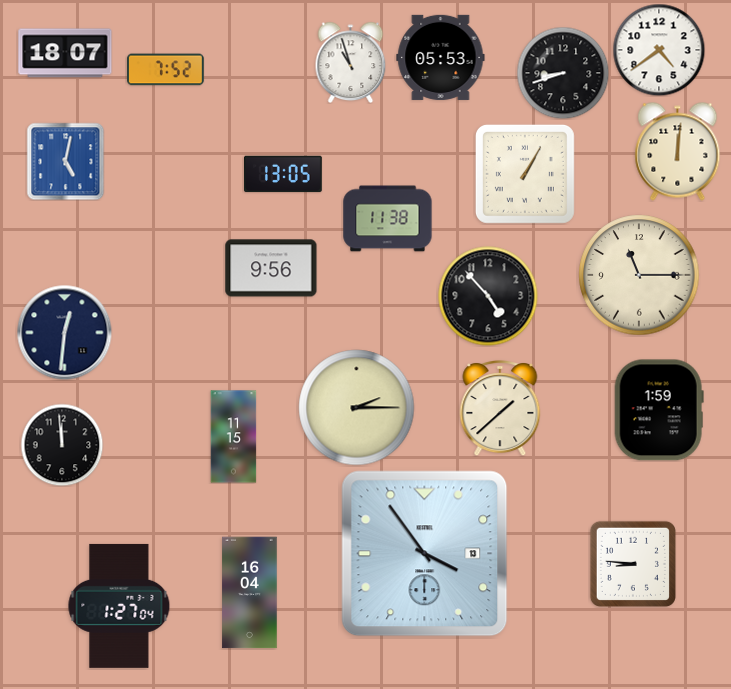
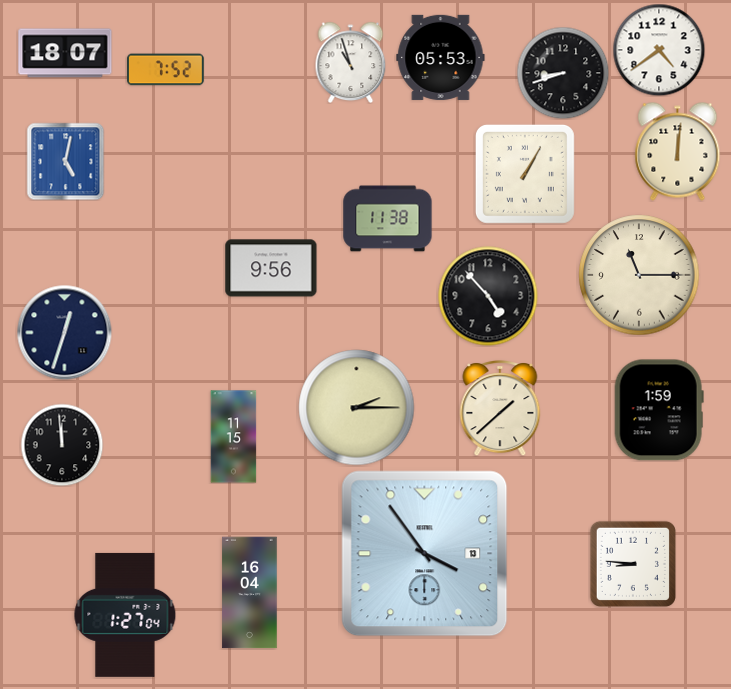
clock at (284, 174): 13:05 -> none
clock at (64, 332): 12:31 -> 12:33
clock at (119, 606) position: (119, 606) -> (125, 615)
